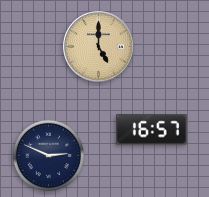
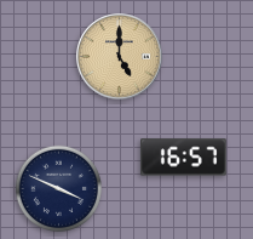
clock at (48, 155): 2:49 -> 3:49
